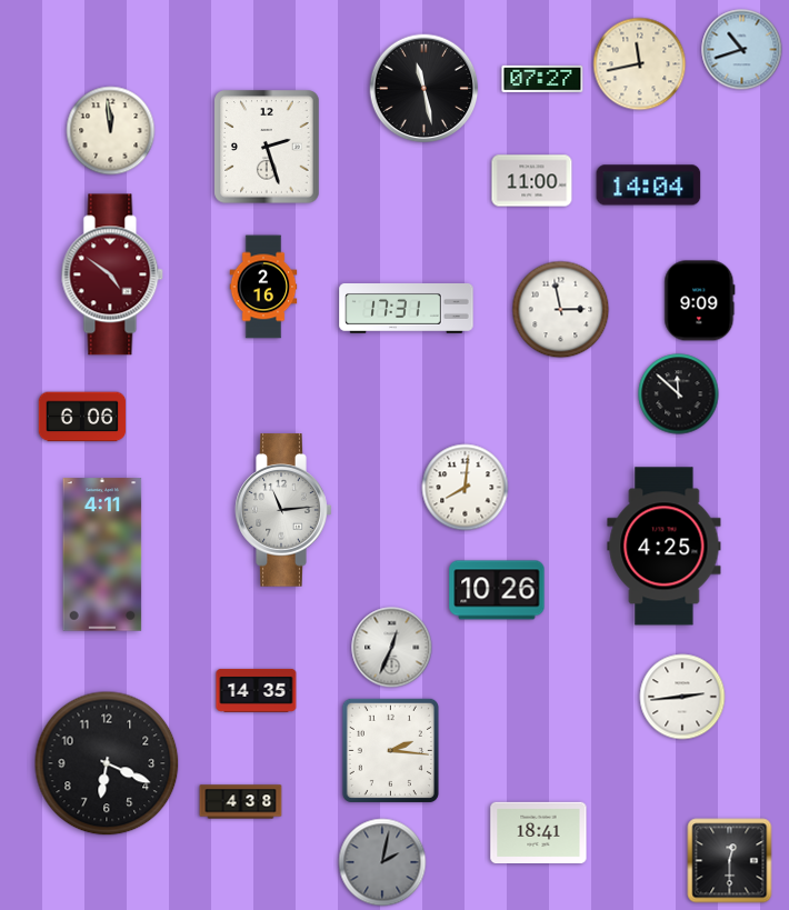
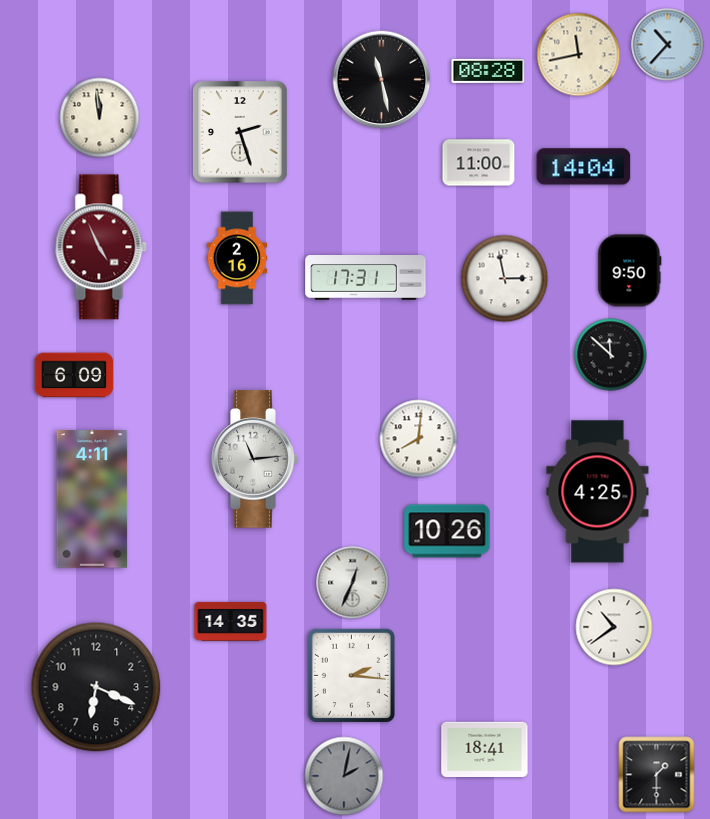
clock at (742, 50): 10:42 -> 10:37
clock at (640, 64) position: (640, 64) -> (579, 55)
clock at (542, 79): 07:27 -> 08:28
clock at (112, 274): 4:51 -> 4:56
clock at (700, 301): 9:09 -> 9:50
clock at (82, 417): 6:06 -> 6:09
clock at (682, 697): 2:44 -> 10:39
clock at (241, 802): 4:38 -> none
clock at (730, 861): 12:30 -> 1:30
